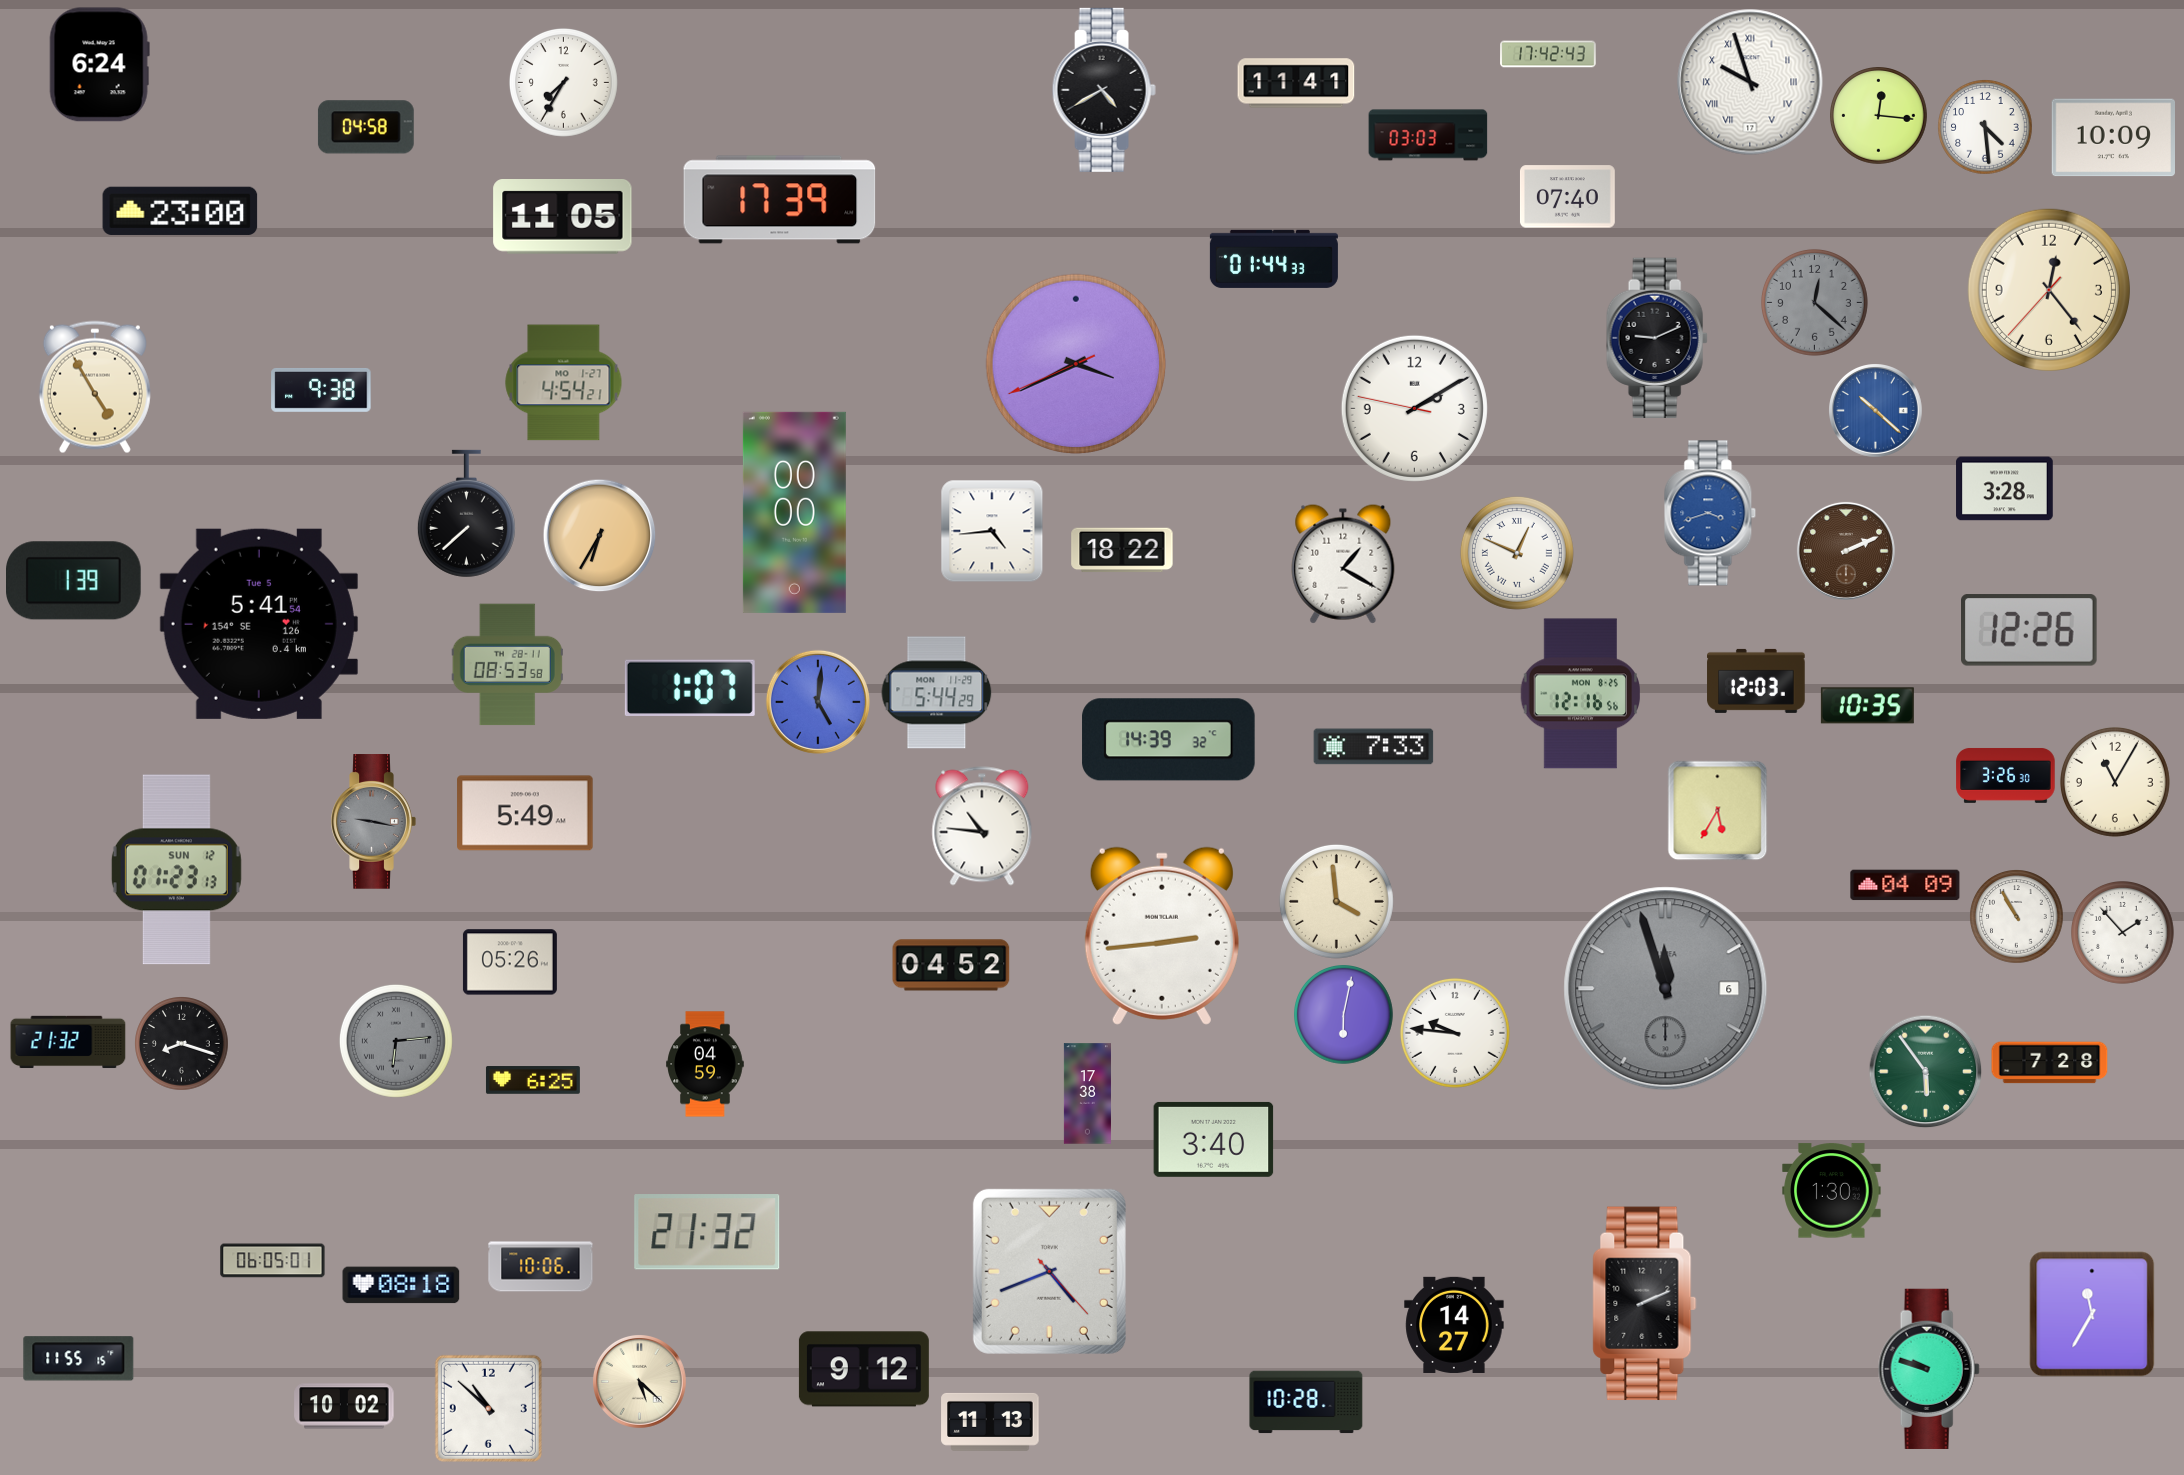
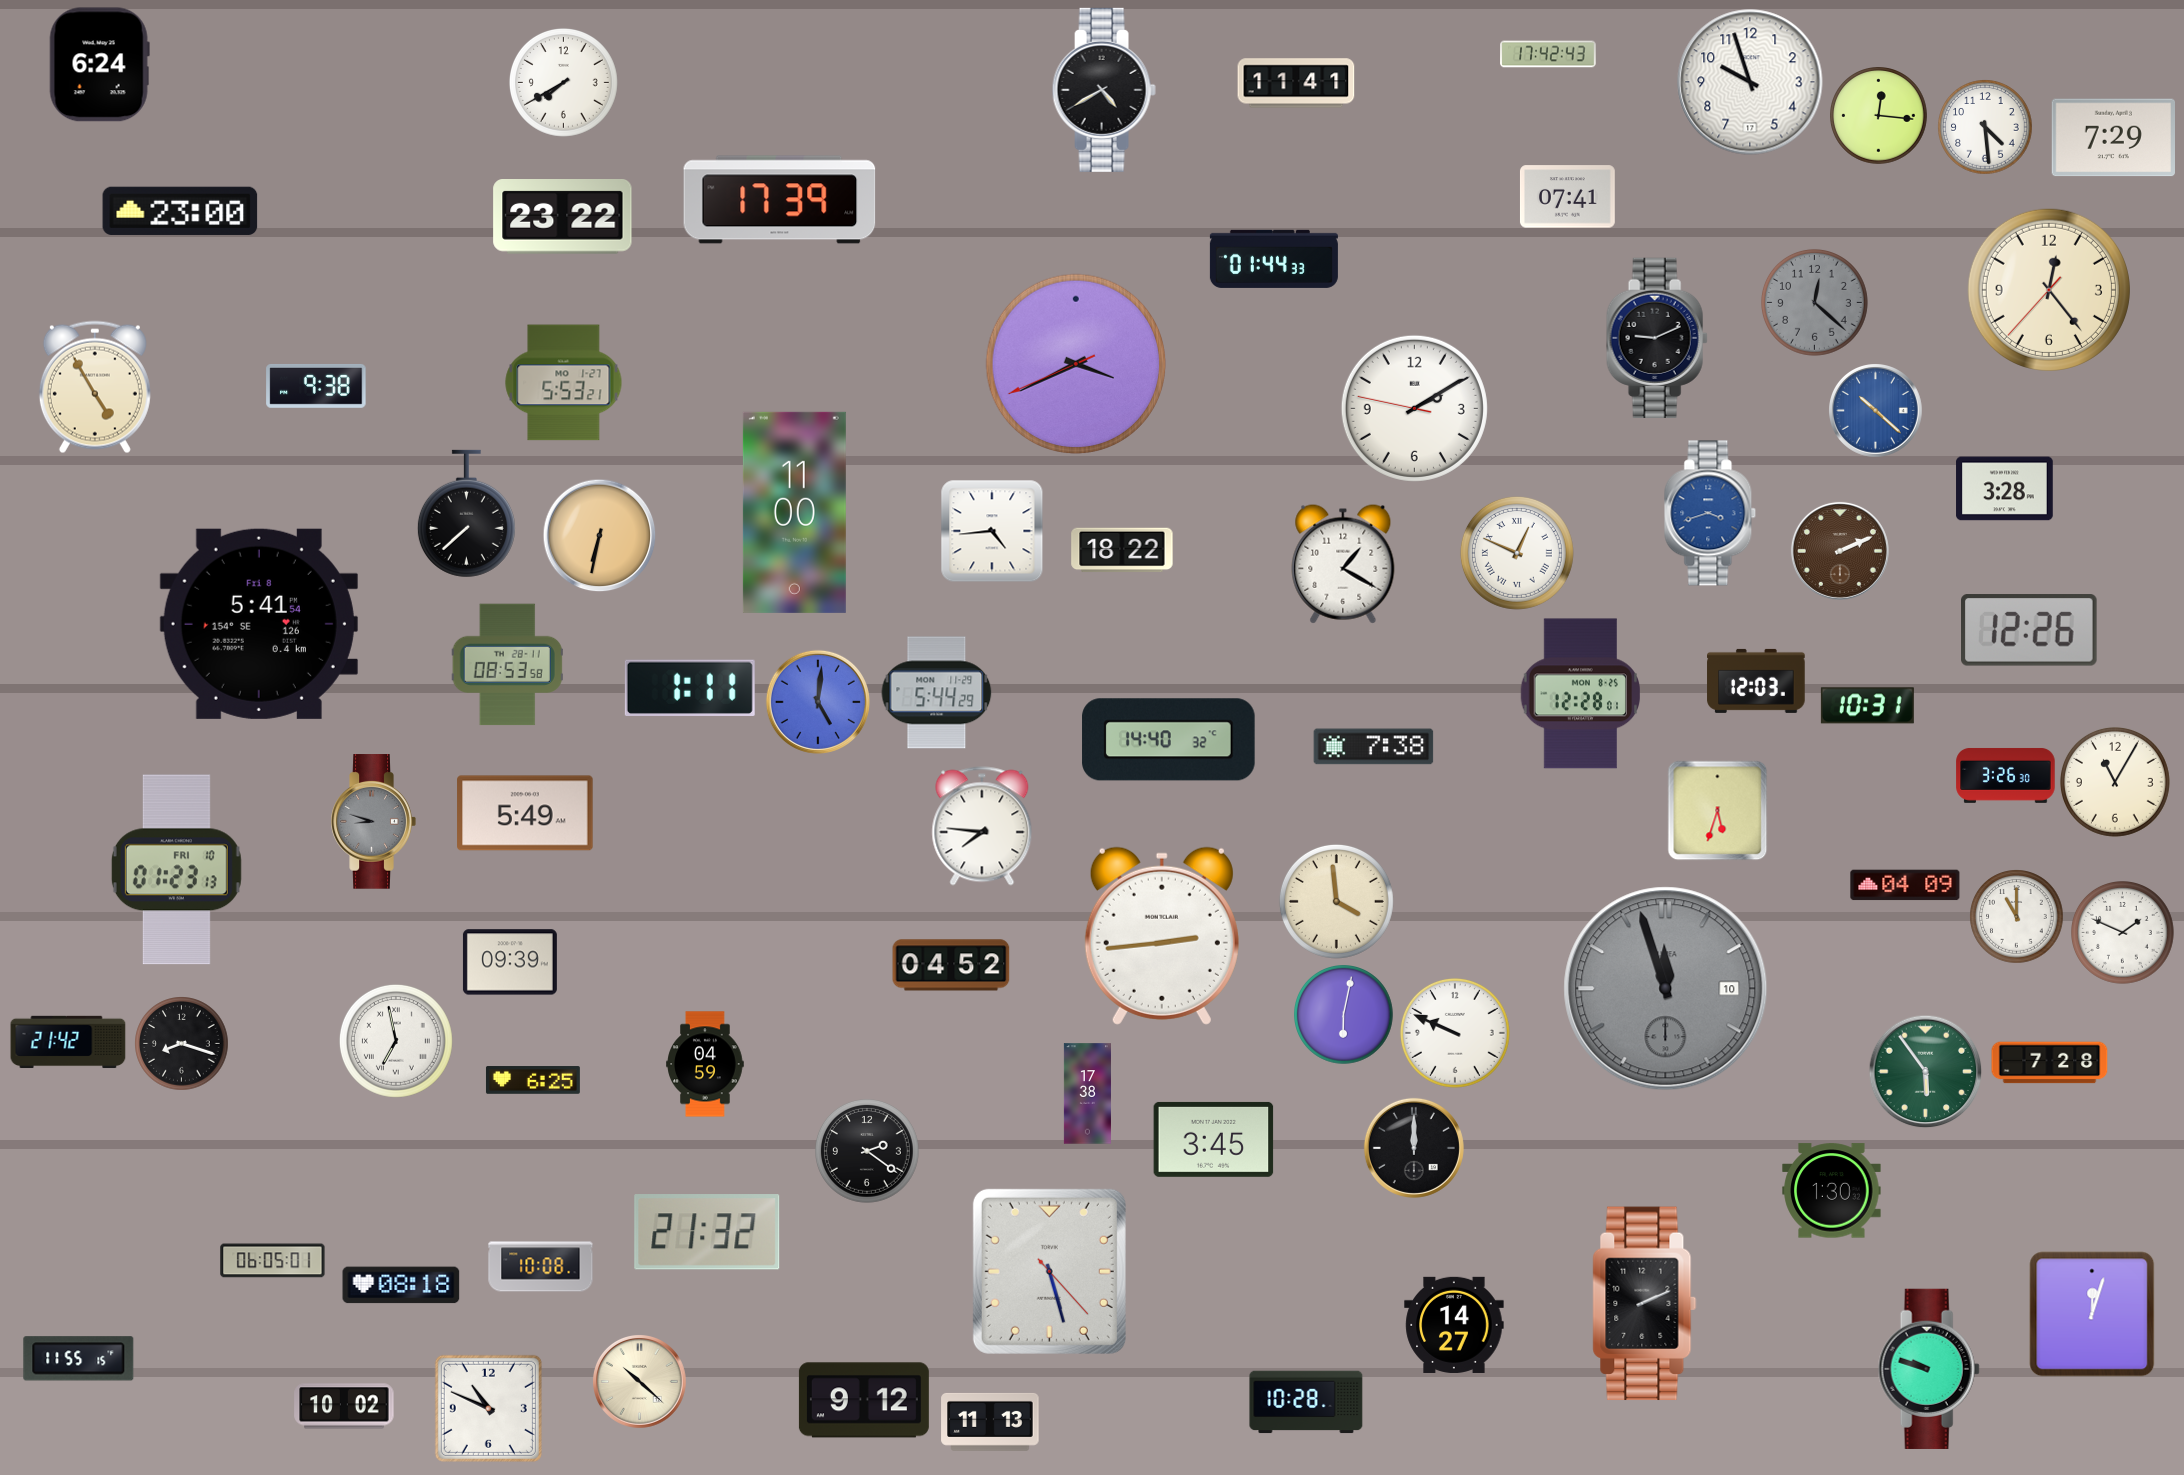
clock at (563, 82): 7:35 -> 7:40
clock at (1750, 82) numerals: Roman -> Arabic
clock at (366, 127): 04:58 -> none
clock at (1428, 135): 03:03 -> none
clock at (2113, 138): 10:09 -> 7:29
clock at (1567, 197): 07:40 -> 07:41
clock at (563, 217): 11:05 -> 23:22
clock at (564, 383): 4:54 -> 5:53
clock at (321, 390) position: (321, 390) -> (316, 386)
clock at (794, 512): 00:00 -> 11:00
clock at (600, 536): 6:35 -> 6:32
clock at (1846, 551) position: (1846, 551) -> (1840, 551)
clock at (74, 581): 1:39 -> none
clock at (259, 624) date: Tue 5 -> Fri 8
clock at (690, 687): 1:07 -> 1:11
clock at (1581, 694): 12:16 -> 12:28
clock at (1867, 706): 10:35 -> 10:31
clock at (1169, 740): 14:39 -> 14:40
clock at (1374, 747): 7:33 -> 7:38
clock at (1718, 811): 5:35 -> 5:33
clock at (373, 822): 9:17 -> 8:48
clock at (982, 826): 10:46 -> 7:46
clock at (176, 870) date: SUN 12 -> FRI 10
clock at (2017, 917): 10:55 -> 11:00
clock at (2123, 933): 1:53 -> 1:49
clock at (510, 962): 05:26 -> 09:39
clock at (1666, 989) date: 6 -> 10
clock at (1455, 1033): 9:46 -> 9:49
clock at (396, 1041): 6:14 -> 6:58
clock at (396, 1041) dial: grey -> white
clock at (68, 1042): 21:32 -> 21:42
clock at (1214, 1139): 3:40 -> 3:45
clock at (1414, 1148): none -> 12:00
clock at (868, 1152): none -> 2:21
clock at (541, 1267): 10:06 -> 10:08
clock at (1049, 1271): 4:41 -> 5:27
clock at (2092, 1314): 11:35 -> 12:03
clock at (864, 1369) position: (864, 1369) -> (864, 1400)
clock at (640, 1382): 5:22 -> 10:22
clock at (488, 1408): 10:52 -> 10:49
